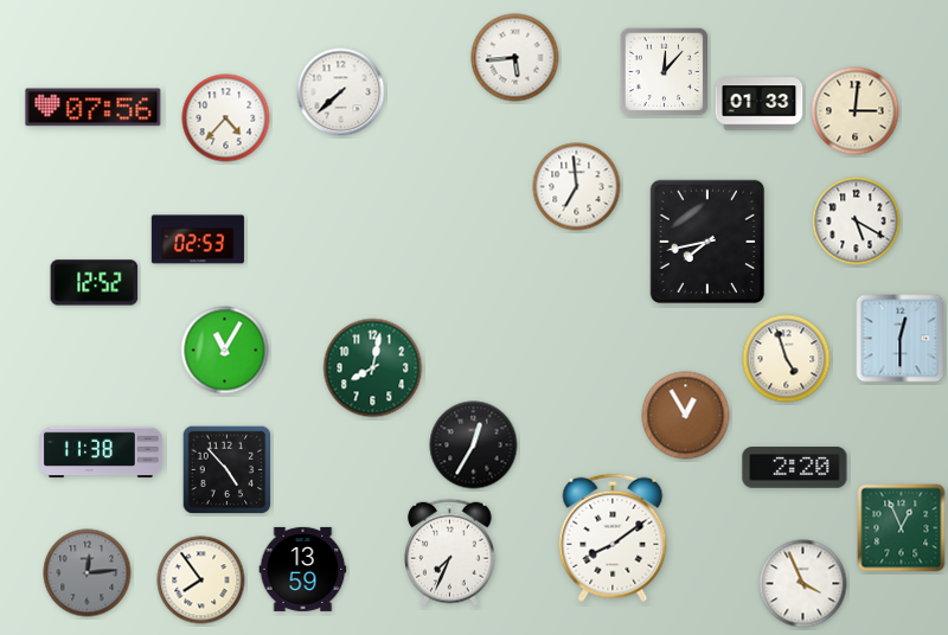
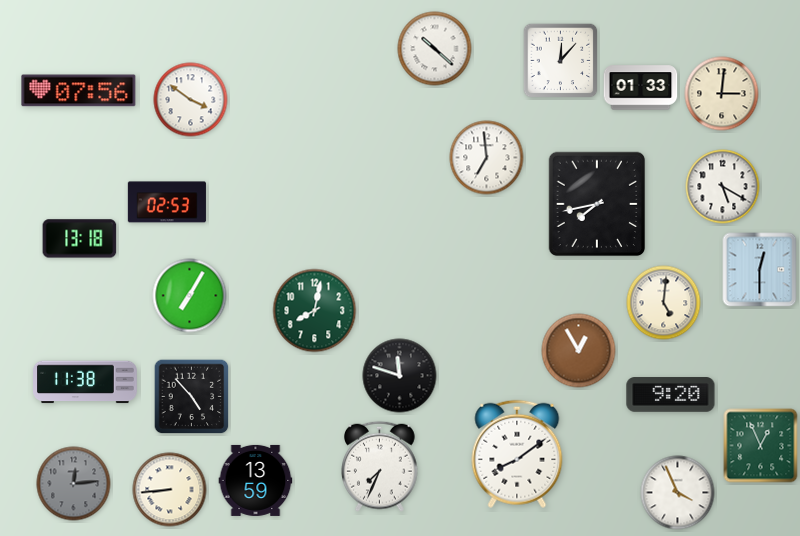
clock at (515, 58): 5:44 -> 10:22
clock at (341, 92): 7:38 -> none
clock at (226, 118): 4:37 -> 3:51
clock at (95, 283): 12:52 -> 13:18
clock at (901, 339) position: (901, 339) -> (760, 270)
clock at (225, 351): 11:05 -> 7:05
clock at (787, 359): 4:57 -> 5:01
clock at (474, 445): 12:35 -> 11:48
clock at (795, 468): 2:20 -> 9:20
clock at (201, 581): 7:54 -> 8:44
